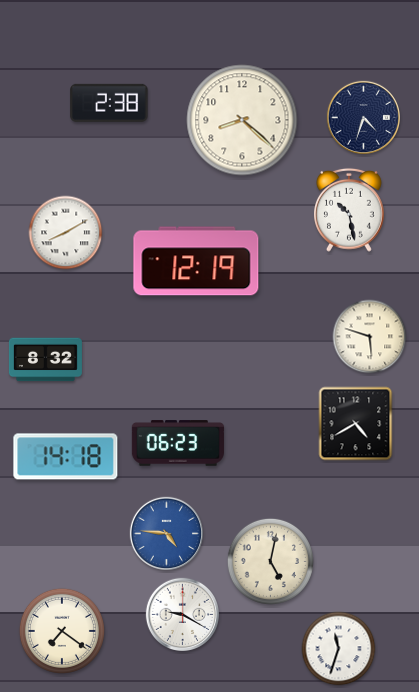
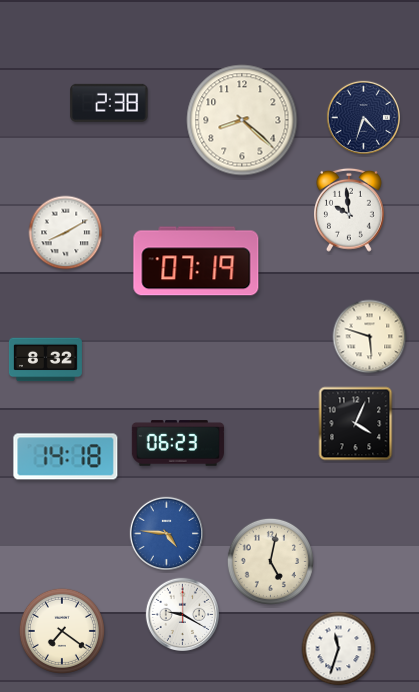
clock at (350, 210): 10:28 -> 9:59
clock at (196, 261): 12:19 -> 07:19
clock at (356, 424): 4:40 -> 4:04
